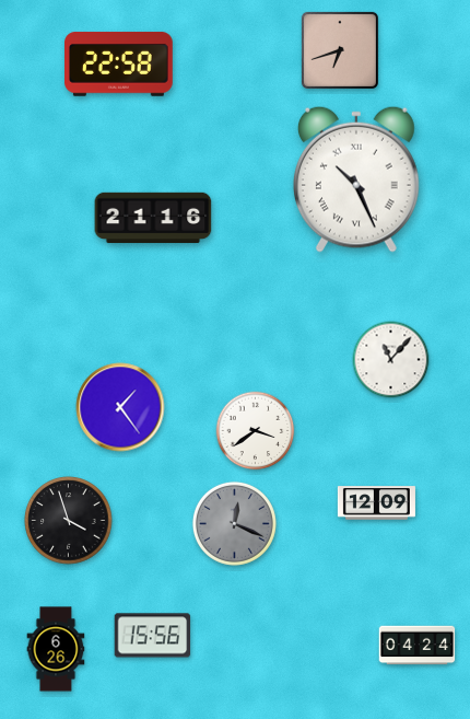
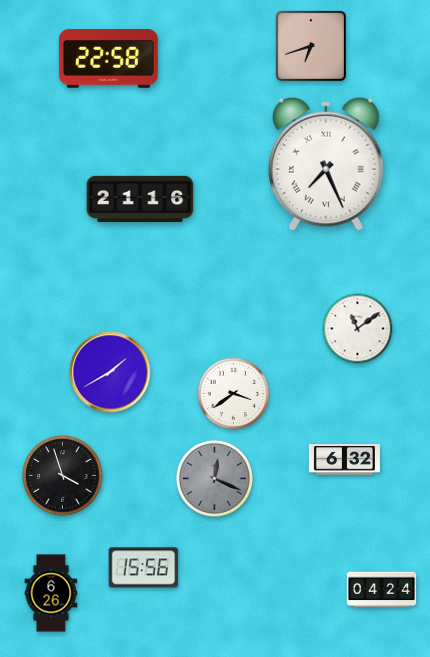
clock at (356, 179): 10:26 -> 7:26
clock at (391, 360): 11:07 -> 11:09
clock at (120, 407): 1:24 -> 1:40
clock at (376, 503): 12:09 -> 6:32
clock at (153, 636) position: (153, 636) -> (144, 568)
